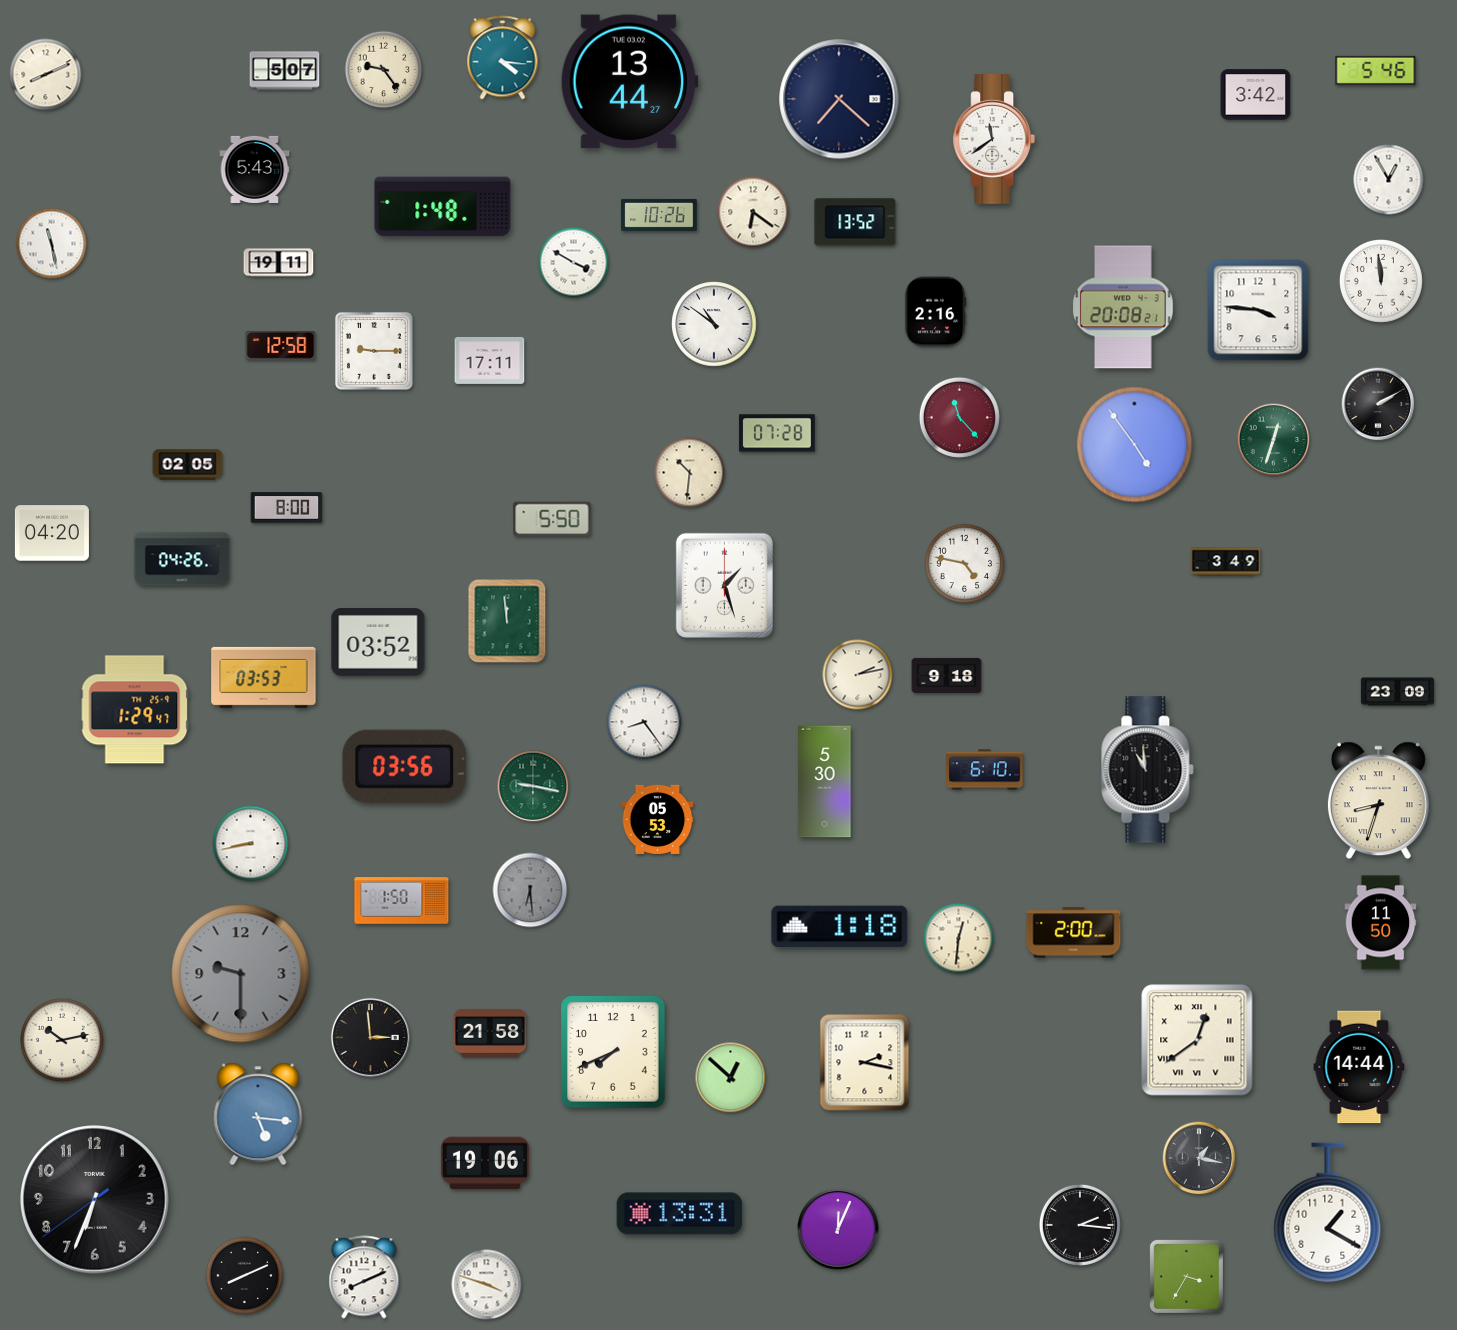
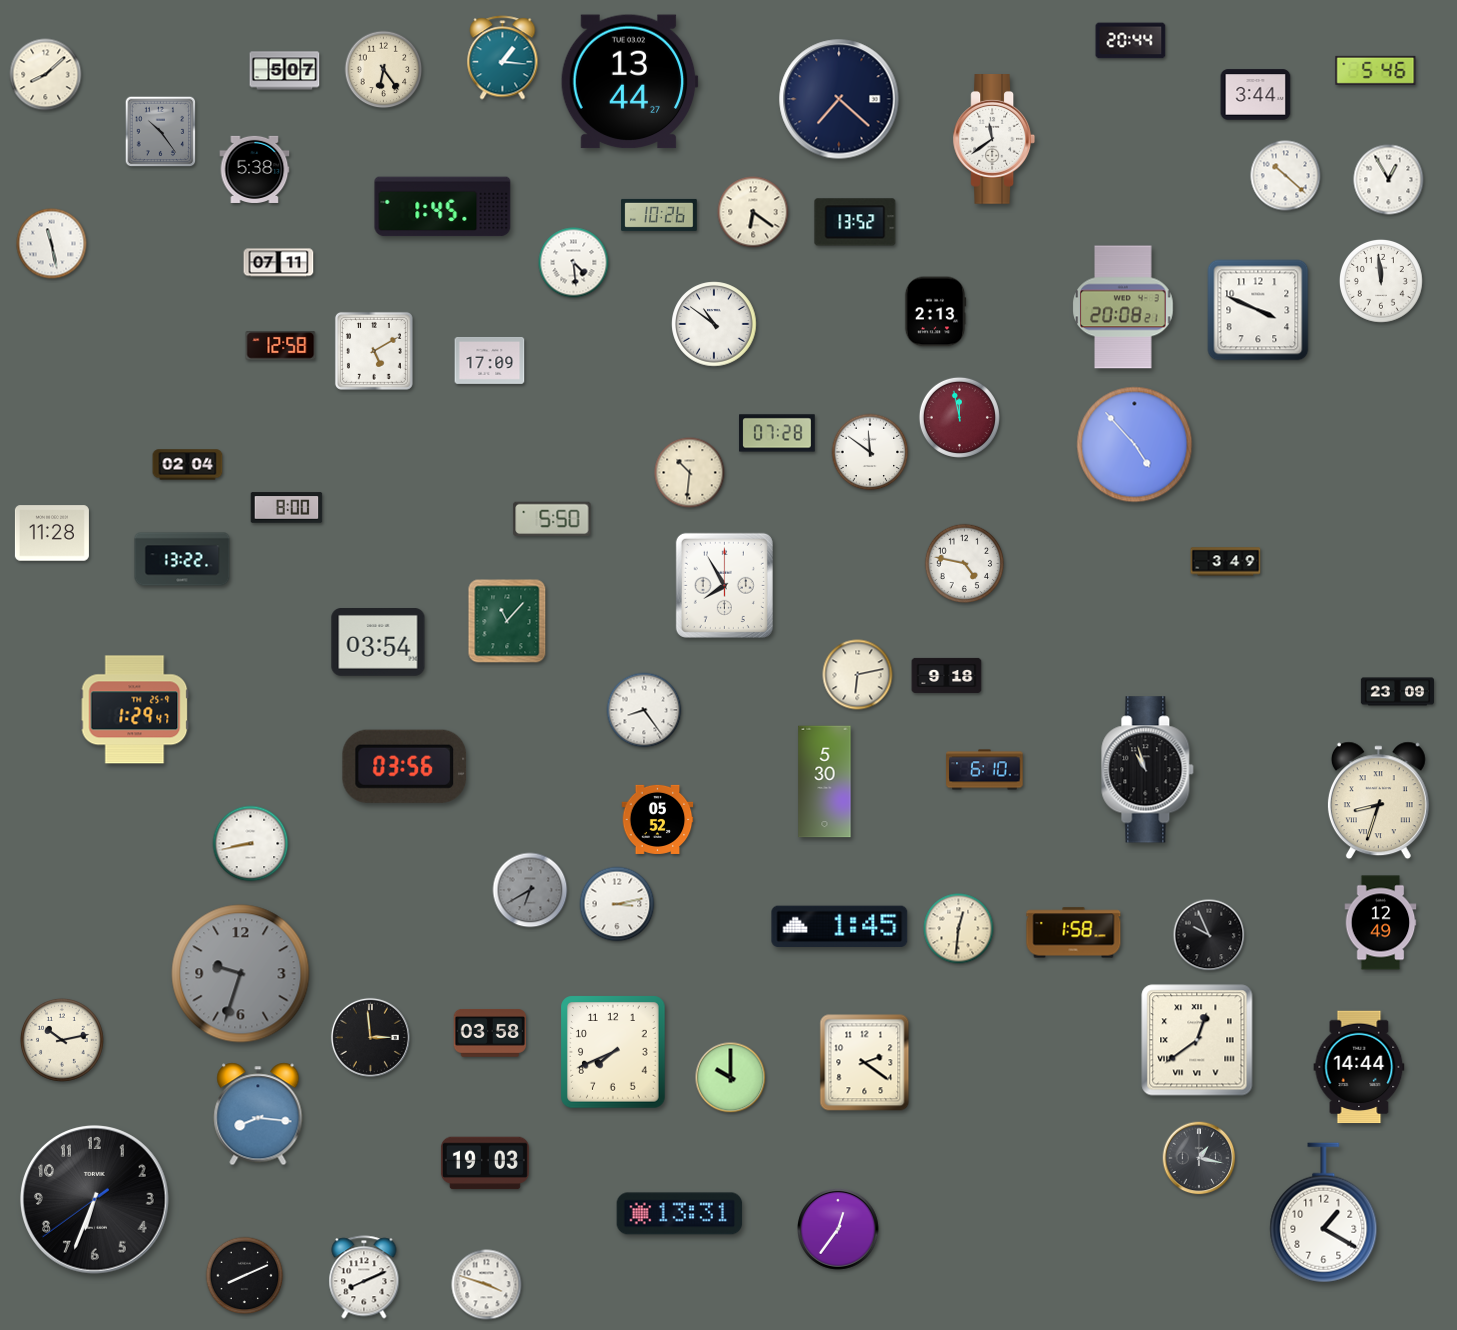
clock at (1131, 41): none -> 20:44
clock at (503, 58): 4:16 -> 1:16
clock at (384, 70): 9:24 -> 6:24
clock at (46, 75): 8:11 -> 8:08
clock at (1256, 95): 3:42 -> 3:44
clock at (161, 132): none -> 10:24
clock at (255, 169): 5:43 -> 5:38
clock at (1286, 176): none -> 10:22
clock at (443, 207): 1:48 -> 1:45
clock at (279, 263): 19:11 -> 07:11
clock at (574, 263): 3:50 -> 4:29
clock at (1258, 310): 3:46 -> 3:49
clock at (935, 312): 2:16 -> 2:13
clock at (374, 351): 9:15 -> 5:10
clock at (490, 360): 17:11 -> 17:09
clock at (1378, 404): 2:10 -> none
clock at (959, 417): 11:23 -> 11:58
clock at (1274, 440): 12:33 -> none
clock at (1135, 445): 4:54 -> 4:53
clock at (870, 452): none -> 11:51
clock at (188, 465): 02:05 -> 02:04
clock at (52, 533): 04:20 -> 11:28
clock at (182, 559): 04:26 -> 13:22
clock at (724, 585): 1:27 -> 7:55
clock at (507, 621): 11:59 -> 11:07
clock at (378, 643): 03:52 -> 03:54
clock at (858, 675): 2:13 -> 6:13
clock at (264, 677): 03:53 -> none
clock at (644, 722) position: (644, 722) -> (644, 710)
clock at (1148, 770): 10:59 -> 10:57
clock at (533, 786): 9:17 -> none
clock at (658, 819): 05:53 -> 05:52
clock at (530, 890): 6:29 -> 6:40
clock at (402, 901): 1:50 -> none
clock at (617, 904): none -> 3:13
clock at (1381, 923): 11:50 -> 12:49
clock at (840, 927): 1:18 -> 1:45
clock at (1074, 933): 2:00 -> 1:58
clock at (1209, 935): none -> 9:56
clock at (959, 939) position: (959, 939) -> (959, 929)
clock at (241, 974): 9:30 -> 9:33
clock at (490, 1033): 21:58 -> 03:58
clock at (865, 1063): 2:17 -> 2:21
clock at (731, 1078): 12:52 -> 10:00
clock at (258, 1114): 5:16 -> 8:16
clock at (485, 1163): 19:06 -> 19:03
clock at (1328, 1213) position: (1328, 1213) -> (1324, 1213)
clock at (1080, 1225): 2:16 -> none
clock at (839, 1230): 12:04 -> 12:36
clock at (1186, 1276): 3:35 -> none
